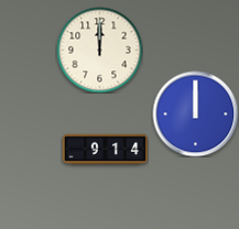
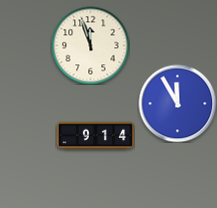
clock at (99, 50): 12:00 -> 11:57
clock at (195, 113): 12:00 -> 11:55
